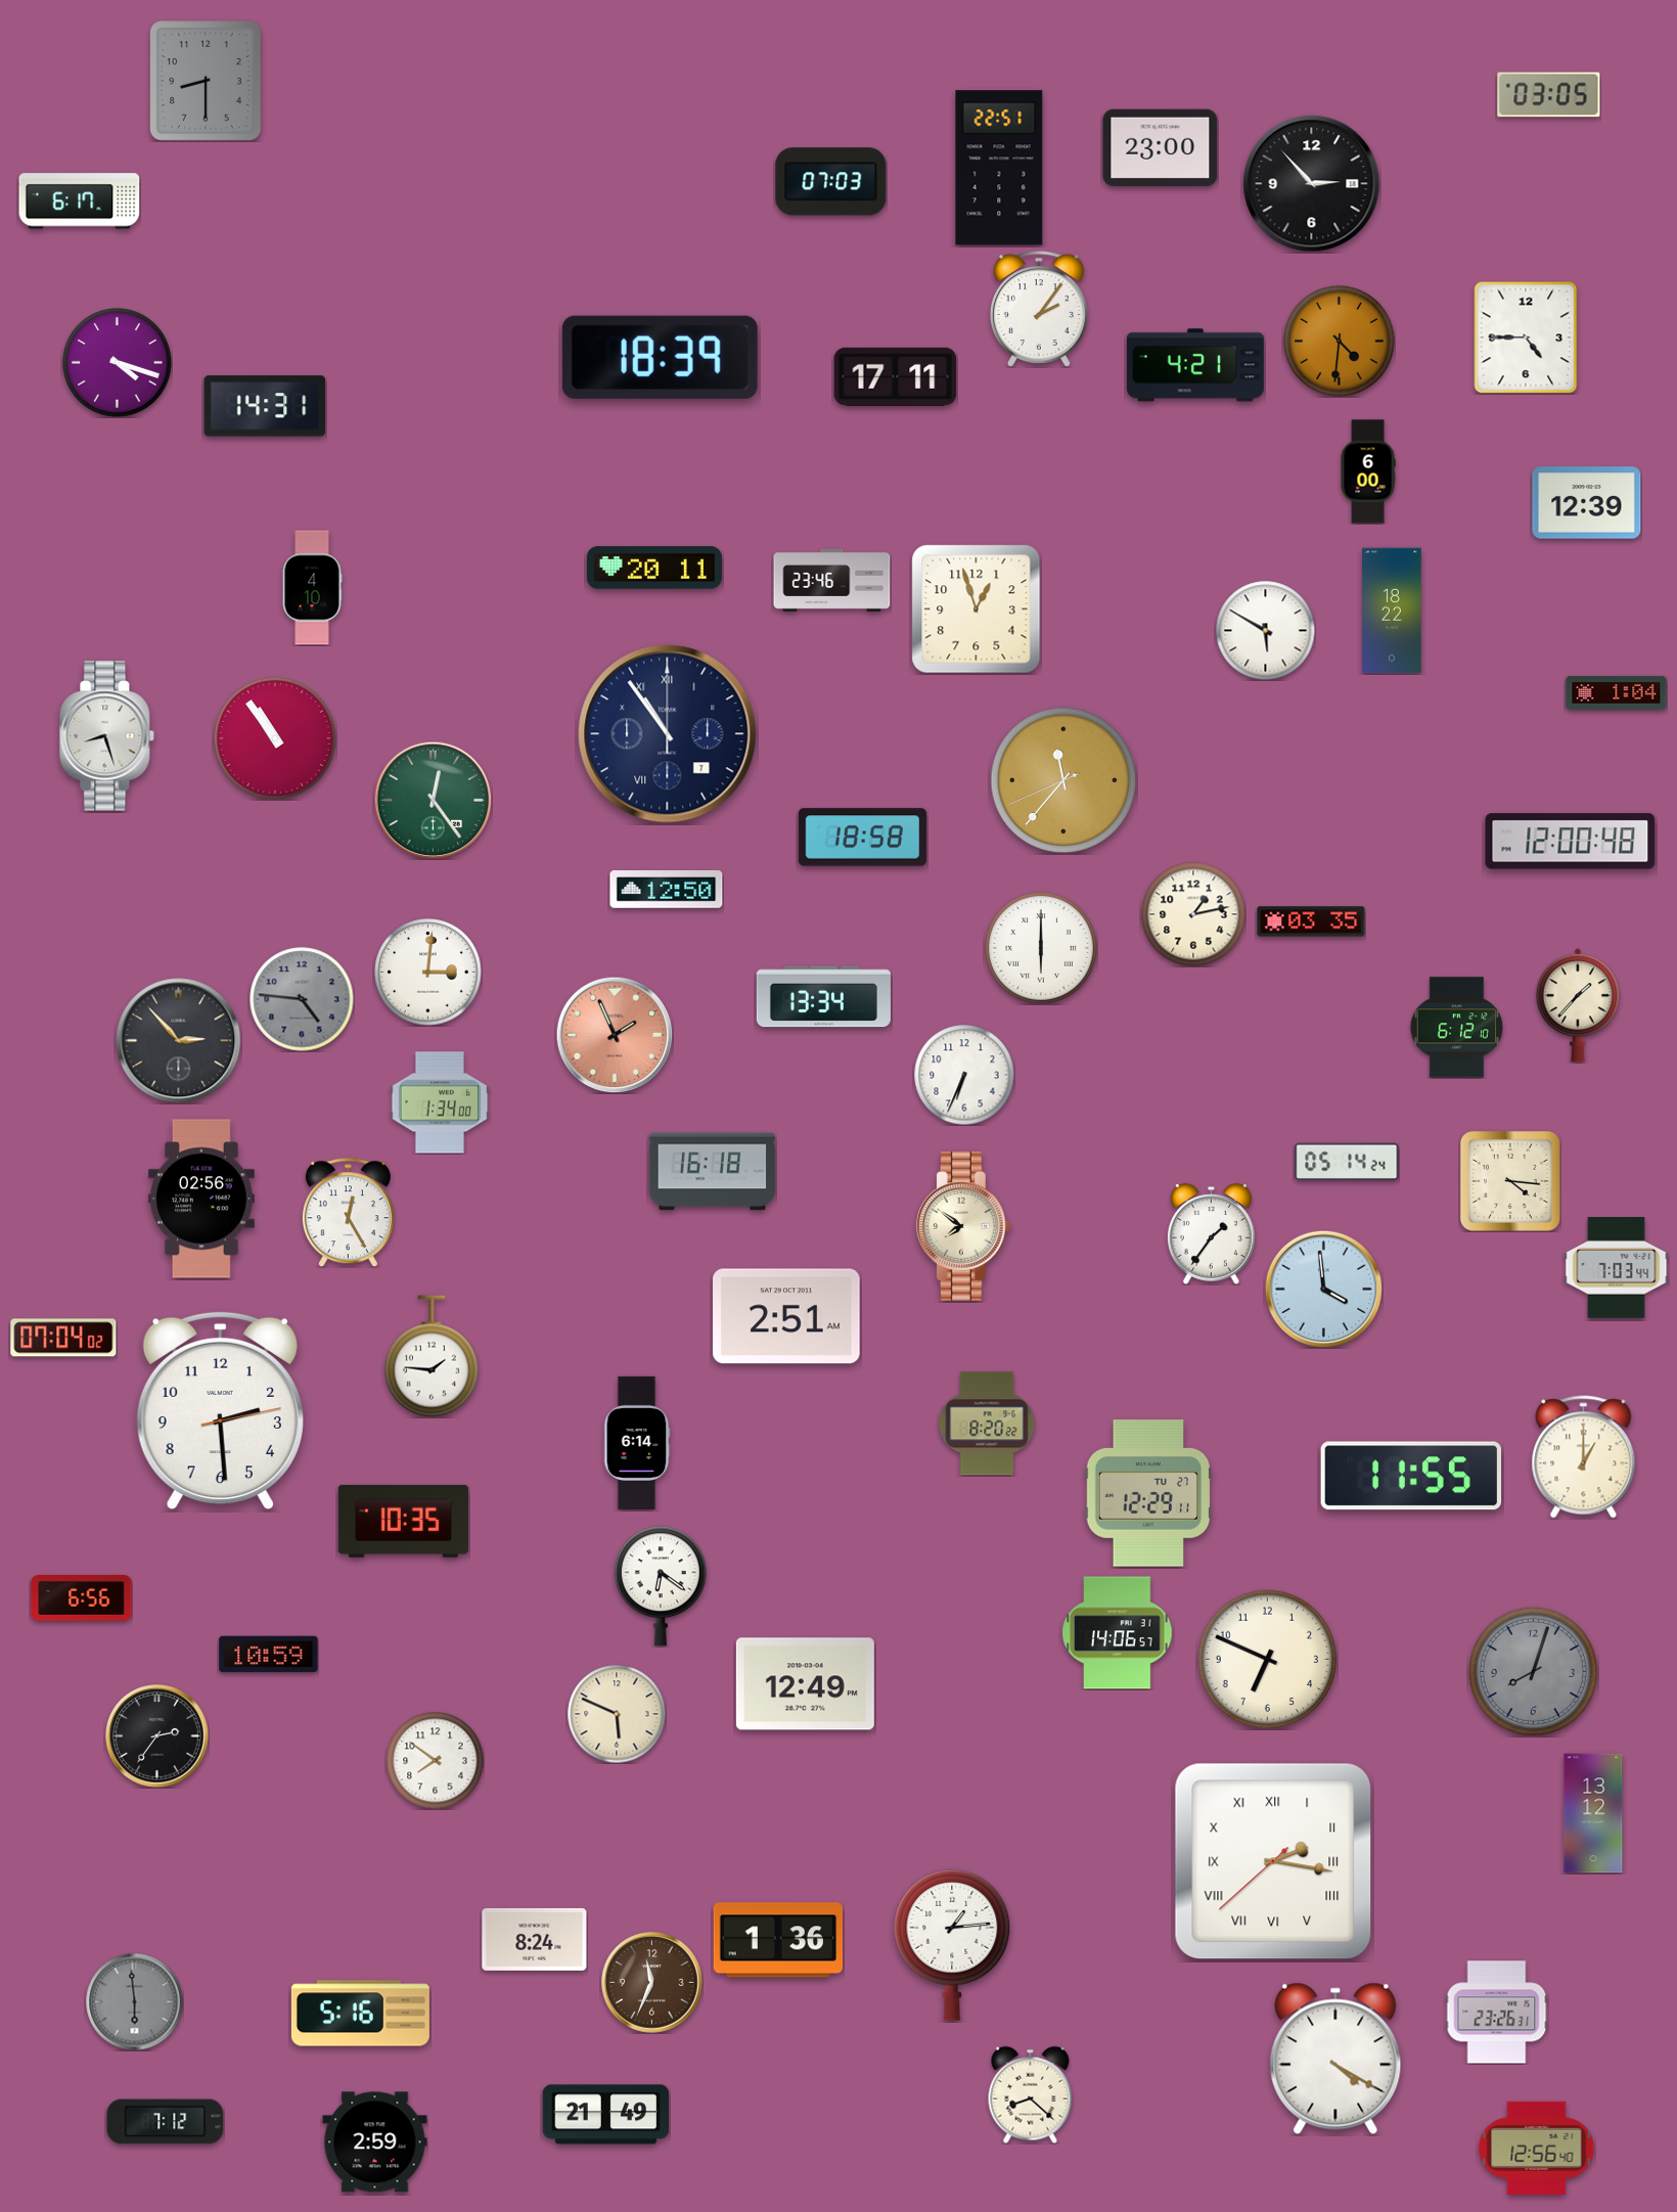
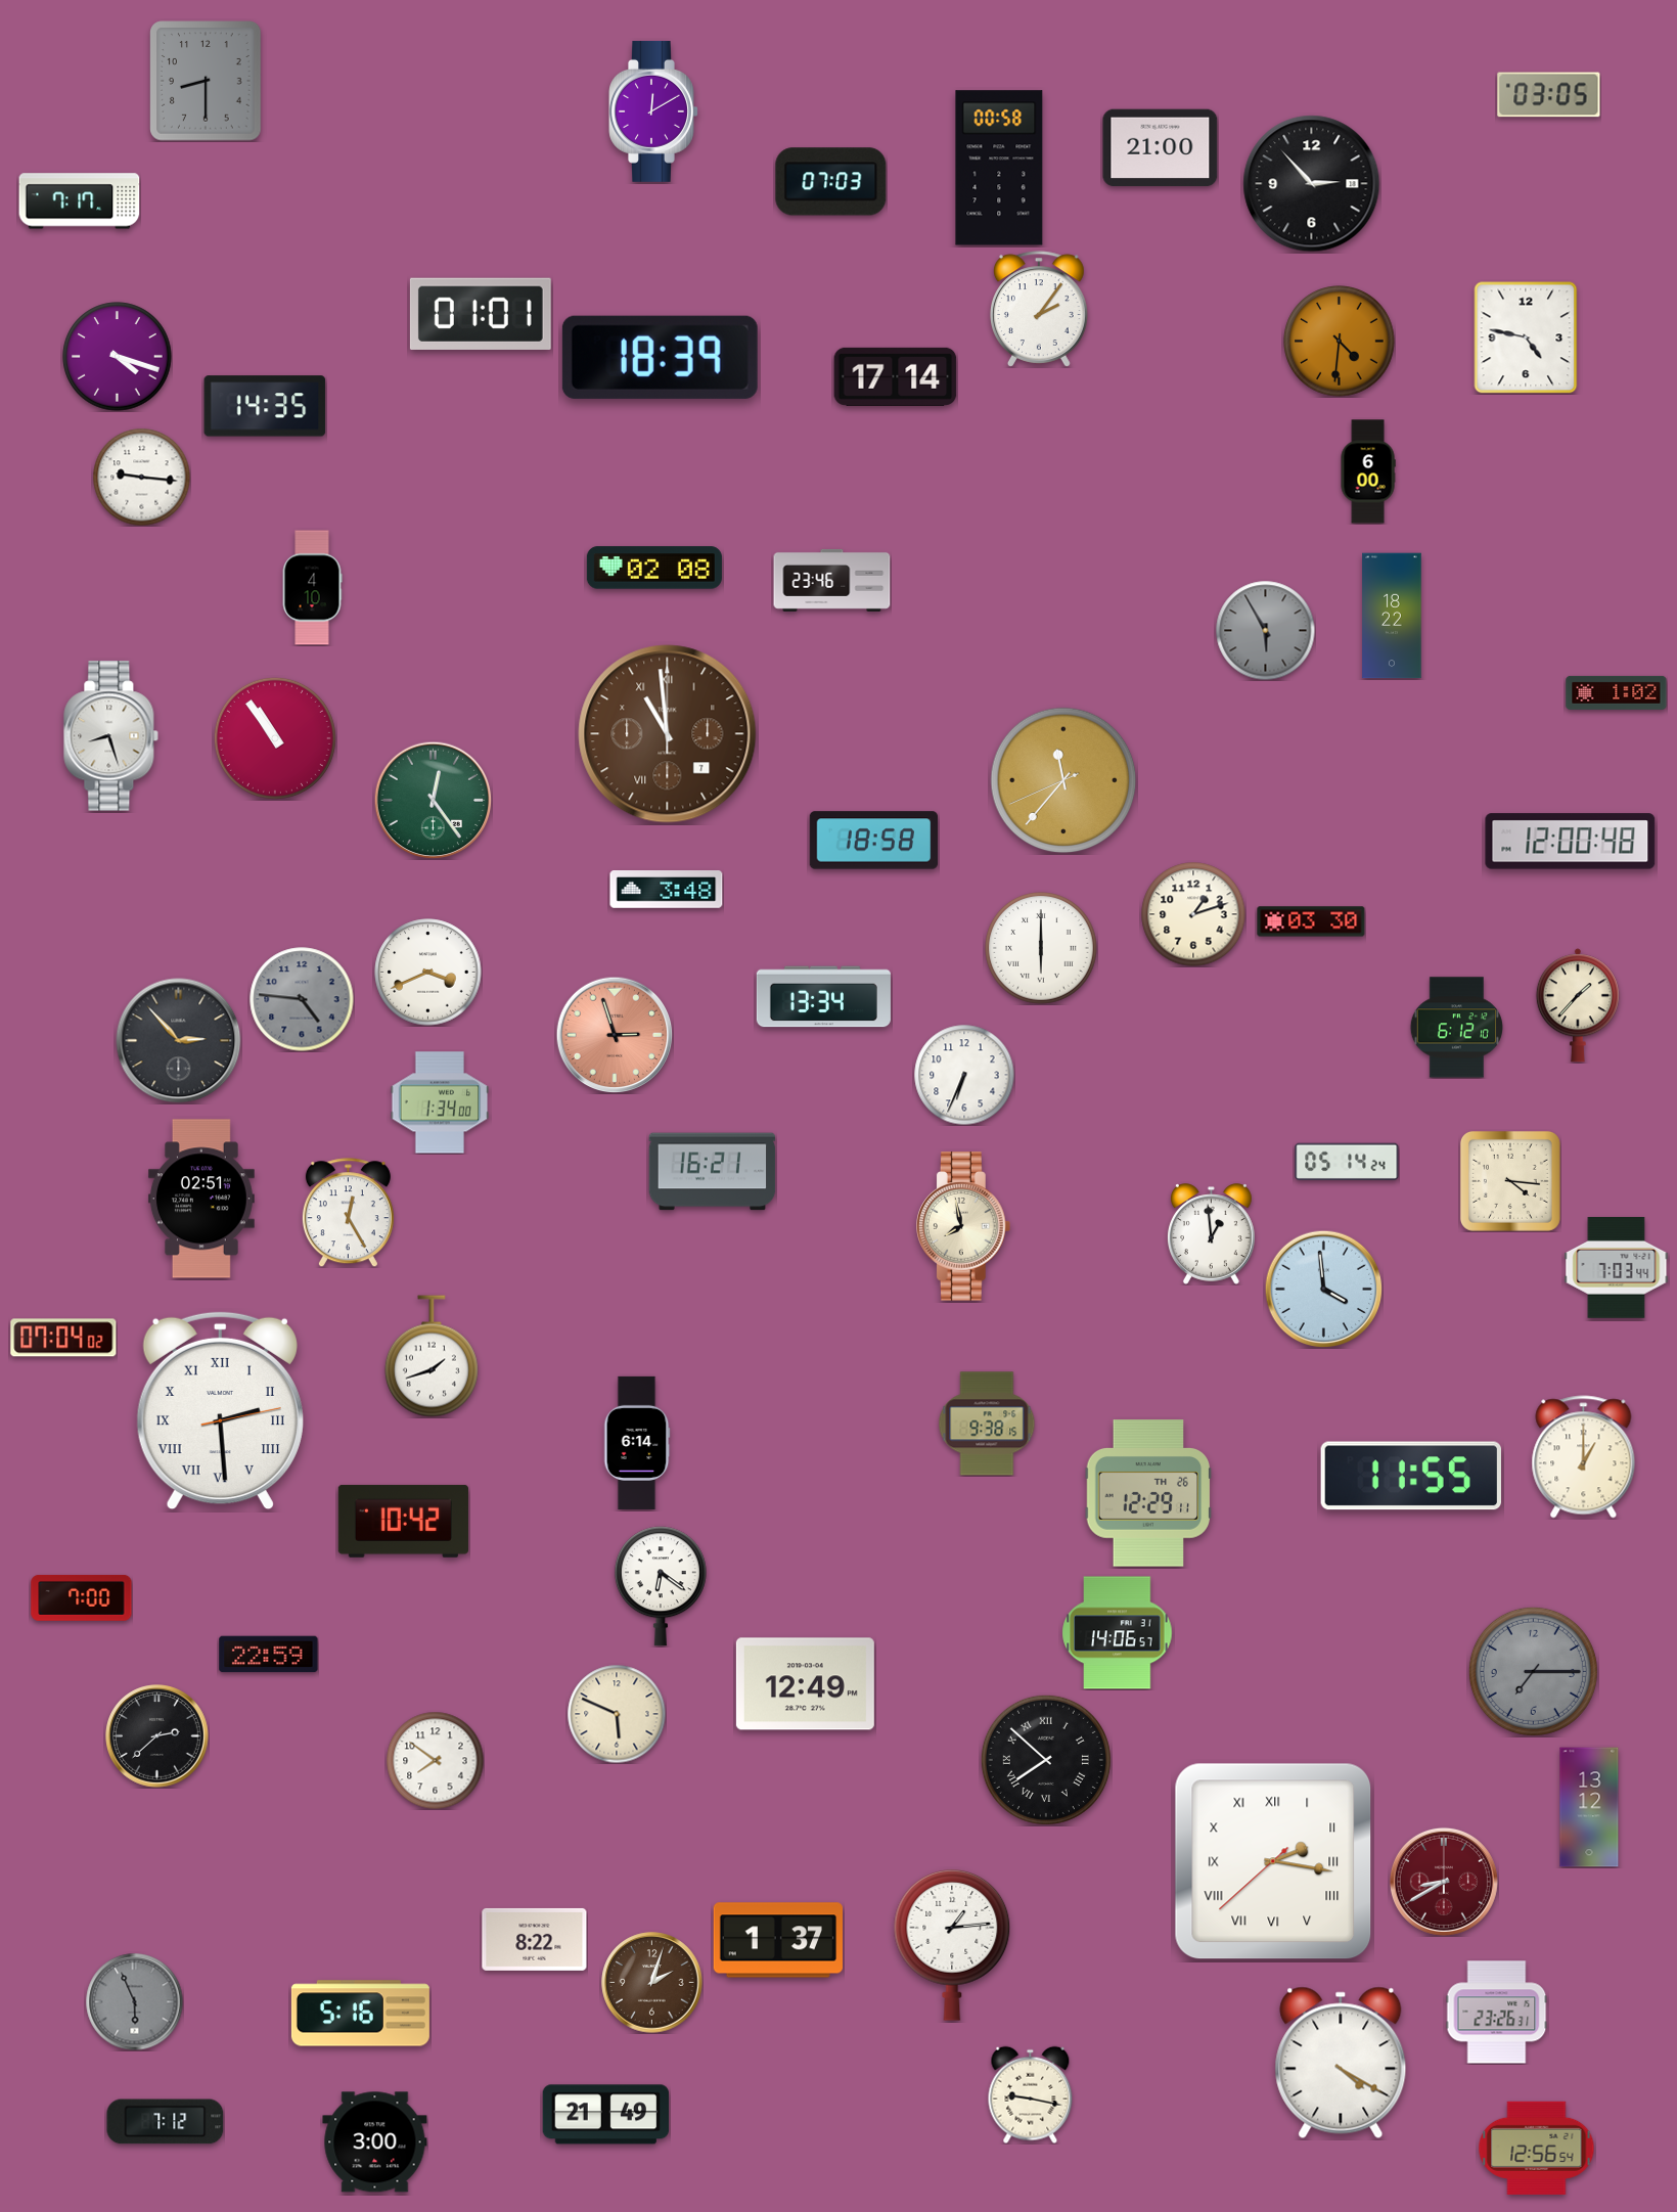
clock at (653, 111): none -> 12:10
clock at (1161, 148): 23:00 -> 21:00
clock at (999, 168): 22:51 -> 00:58
clock at (80, 201): 6:17 -> 7:17
clock at (481, 314): none -> 01:01
clock at (1526, 337): 4:45 -> 4:47
clock at (118, 363) position: (118, 363) -> (118, 357)
clock at (1195, 365): 4:21 -> none
clock at (896, 376): 17:11 -> 17:14
clock at (265, 406): 14:31 -> 14:35
clock at (141, 477): none -> 9:16
clock at (1587, 503): 12:39 -> none
clock at (654, 568): 20:11 -> 02:08
clock at (977, 610): 12:57 -> none
clock at (1392, 611) position: (1392, 611) -> (1392, 616)
clock at (1265, 630): 5:50 -> 5:55
clock at (1265, 630) dial: white -> grey
clock at (1617, 692): 1:04 -> 1:02
clock at (668, 734): 10:54 -> 10:59
clock at (668, 734) dial: navy -> brown
clock at (107, 736) position: (107, 736) -> (111, 736)
clock at (863, 838) position: (863, 838) -> (874, 841)
clock at (667, 890): 12:50 -> 3:48
clock at (1193, 914): 1:13 -> 1:12
clock at (1311, 921): 03:35 -> 03:30
clock at (428, 973): 3:01 -> 3:41
clock at (615, 1035): 1:56 -> 2:57
clock at (713, 1172): 16:18 -> 16:21
clock at (201, 1199): 02:56 -> 02:51
clock at (964, 1226): 7:51 -> 7:58
clock at (1211, 1234): 1:36 -> 12:59
clock at (786, 1316): 2:51 -> none
clock at (432, 1356): 1:46 -> 1:42
clock at (220, 1411) numerals: Arabic -> Roman
clock at (987, 1424): 8:20 -> 9:38
clock at (1148, 1493) date: TU 27 -> TH 26
clock at (403, 1521): 10:35 -> 10:42
clock at (82, 1597): 6:56 -> 7:00
clock at (269, 1655): 10:59 -> 22:59
clock at (1268, 1660): 6:49 -> none
clock at (1533, 1671): 8:03 -> 7:15
clock at (157, 1736): 2:36 -> 2:38
clock at (1046, 1760): none -> 7:52
clock at (1593, 1813) position: (1593, 1813) -> (1589, 1807)
clock at (1444, 1882): none -> 8:40
clock at (535, 1939): 8:24 -> 8:22
clock at (777, 1940): 1:36 -> 1:37
clock at (652, 1983): 11:34 -> 2:03
clock at (134, 2001): 5:59 -> 5:56
clock at (1335, 2059) position: (1335, 2059) -> (1341, 2063)
clock at (1031, 2094): 8:22 -> 9:17
clock at (375, 2142): 2:59 -> 3:00
clock at (1537, 2148): 12:56:40 -> 12:56:54
